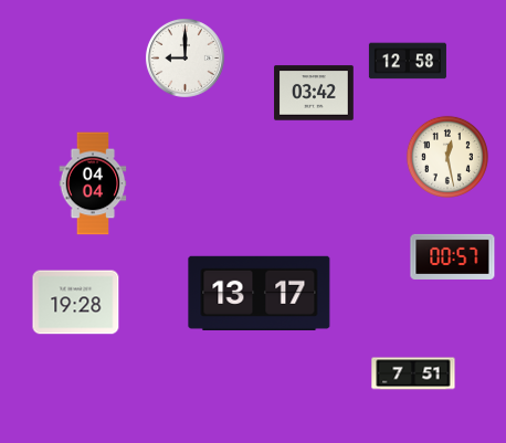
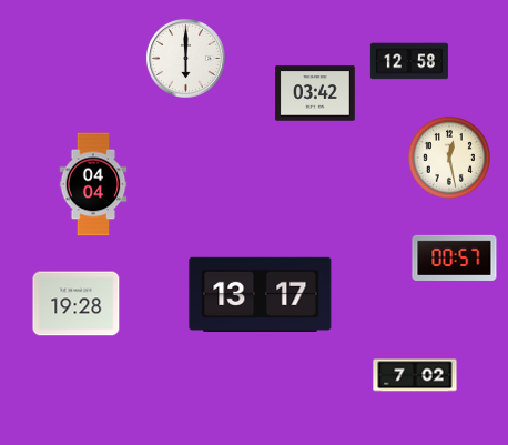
clock at (185, 57): 9:00 -> 6:00
clock at (413, 373): 7:51 -> 7:02
